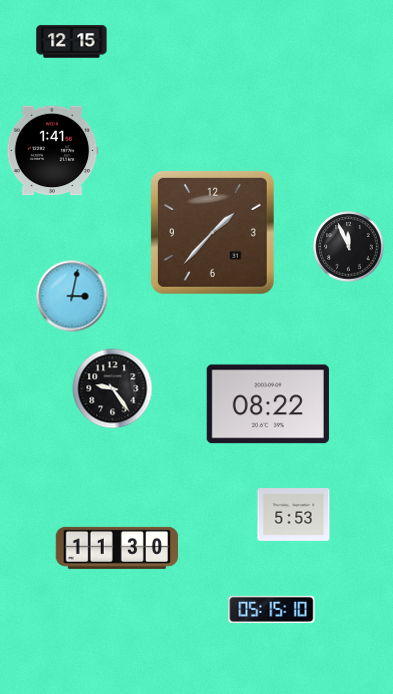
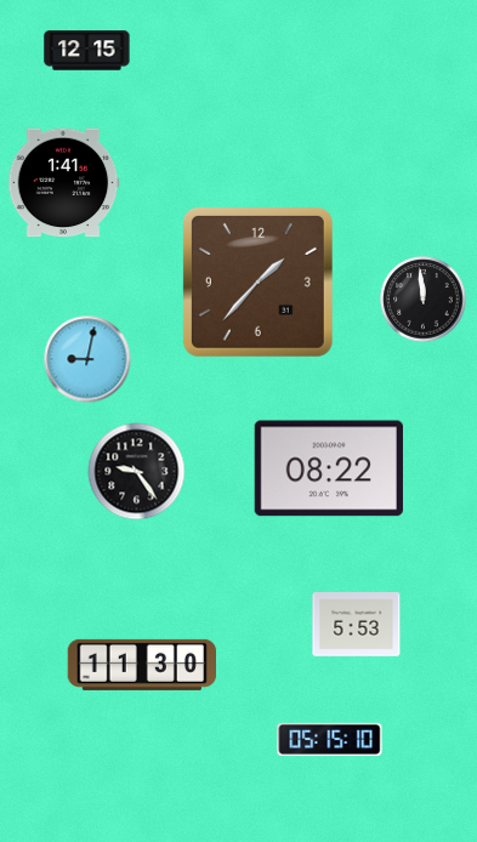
clock at (349, 247): 11:56 -> 11:59
clock at (72, 296): 3:02 -> 9:02
clock at (268, 404) position: (268, 404) -> (329, 468)
